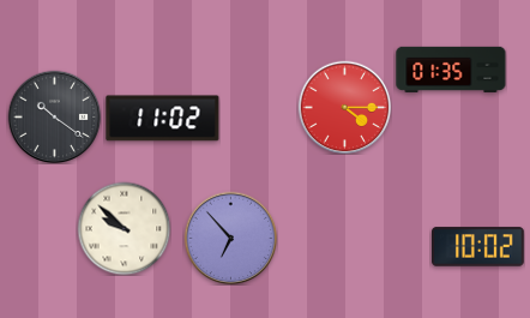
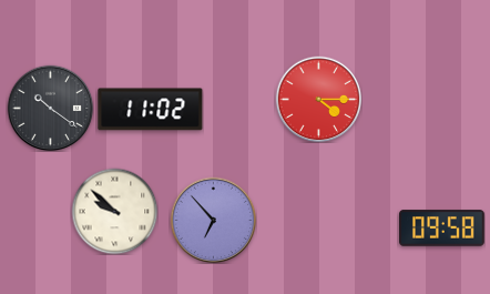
clock at (451, 70): 01:35 -> none
clock at (478, 247): 10:02 -> 09:58
